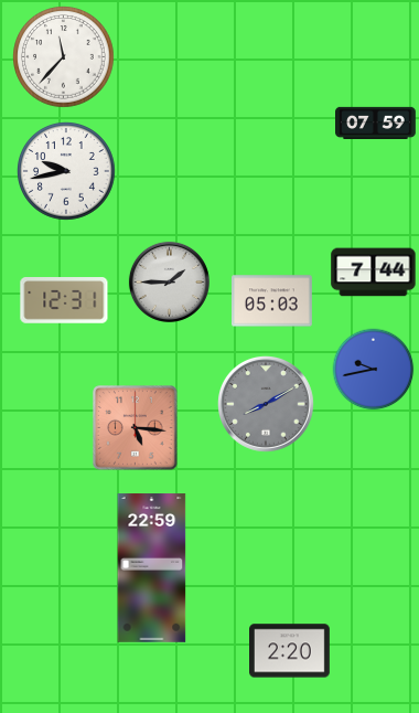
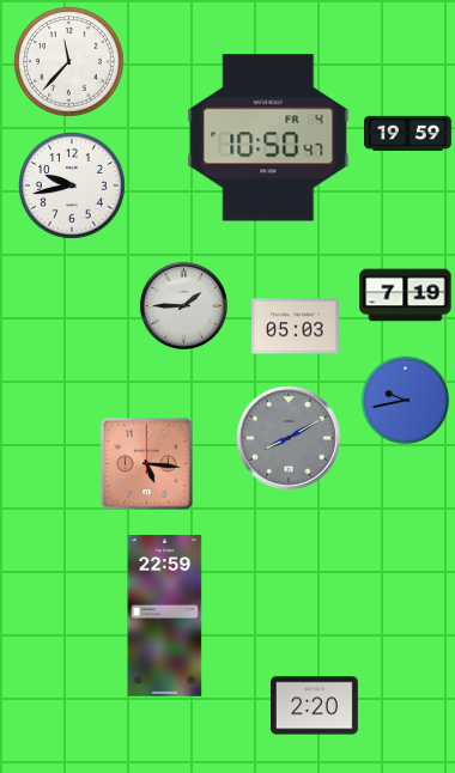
clock at (376, 123): 07:59 -> 19:59
clock at (268, 138): none -> 10:50
clock at (374, 273): 7:44 -> 7:19
clock at (64, 301): 12:31 -> none
